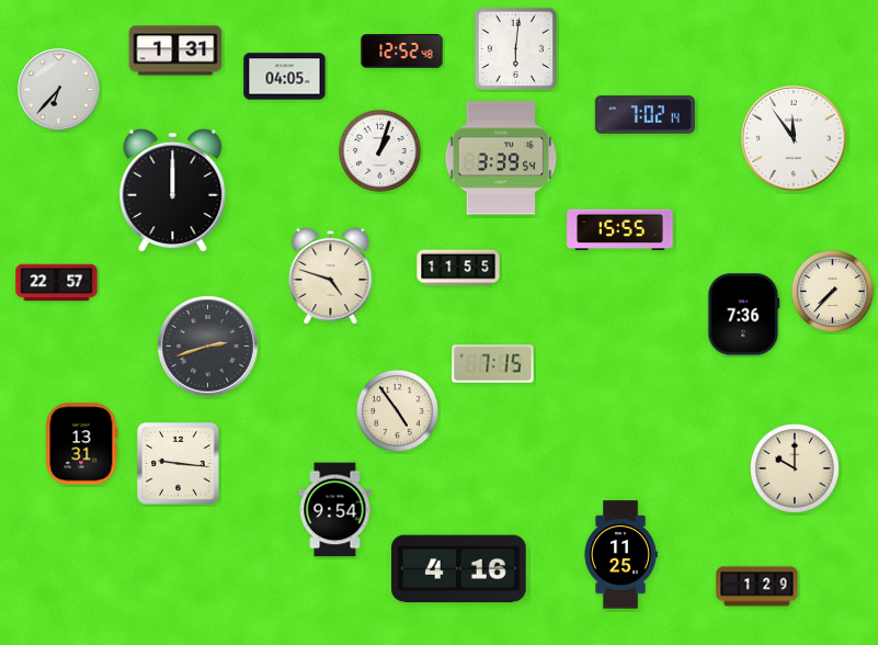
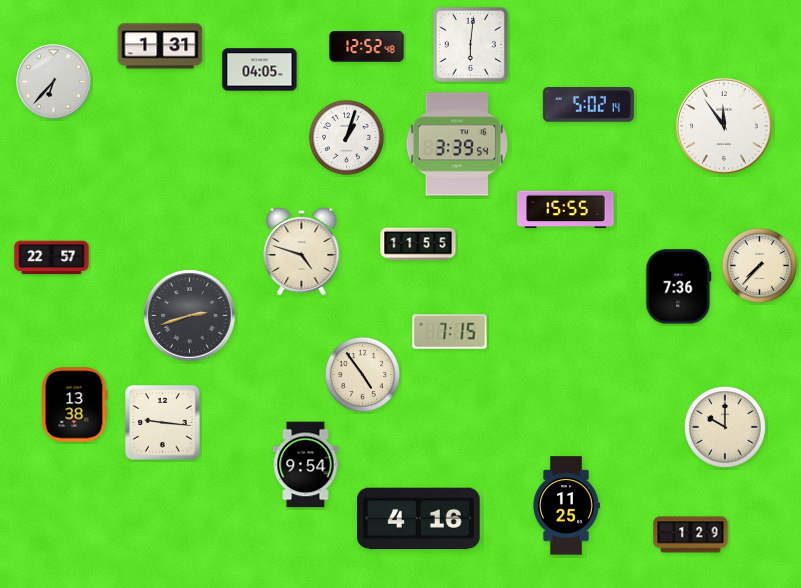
clock at (645, 115): 7:02 -> 5:02
clock at (173, 190): 12:00 -> none
clock at (82, 444): 13:31 -> 13:38
